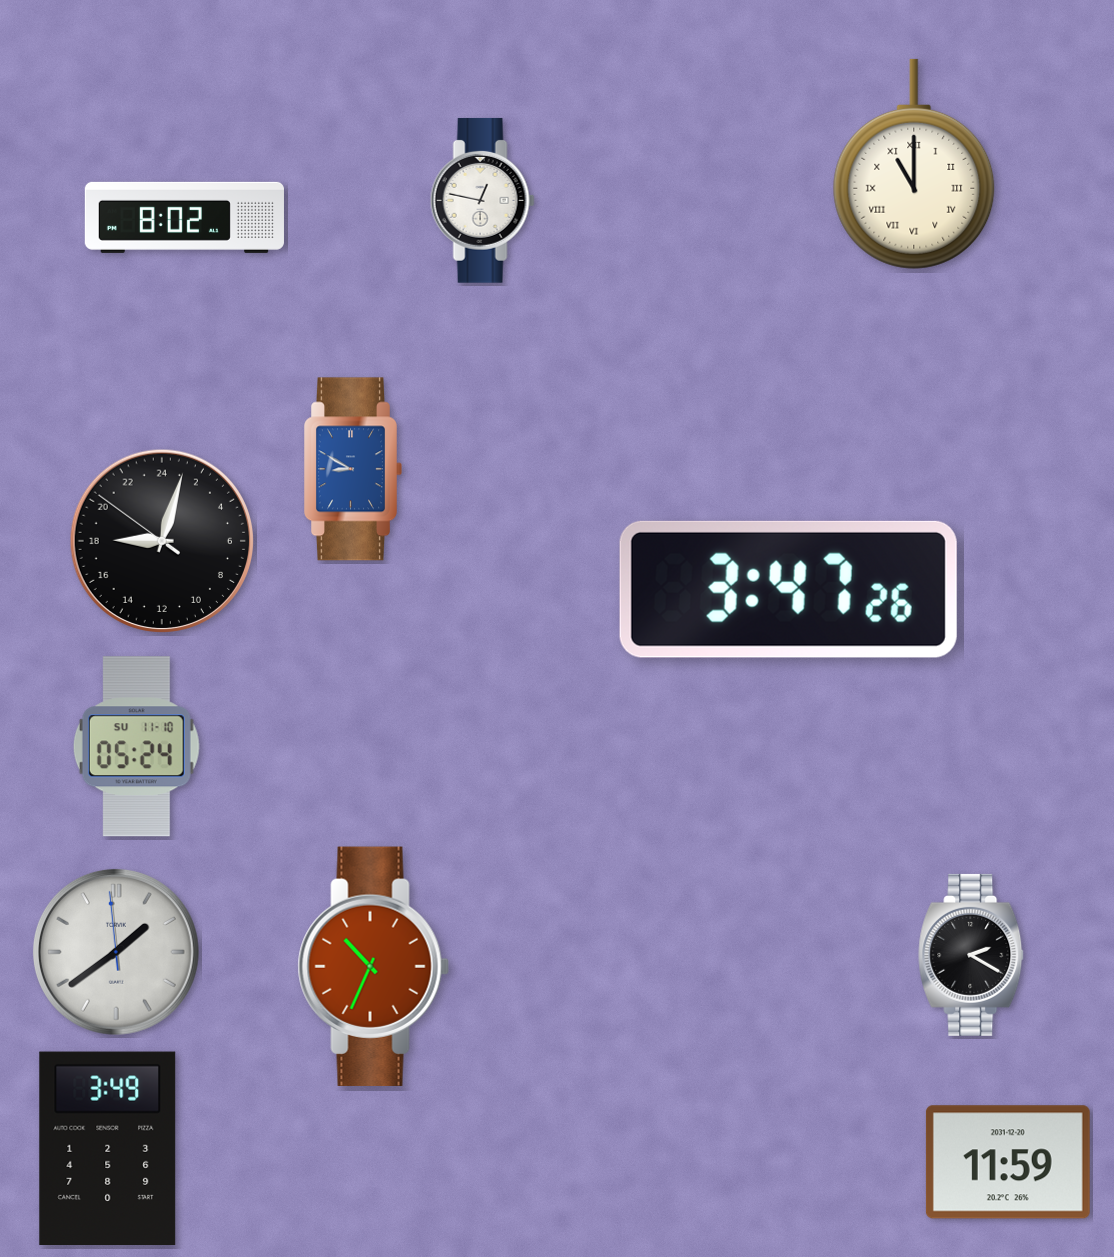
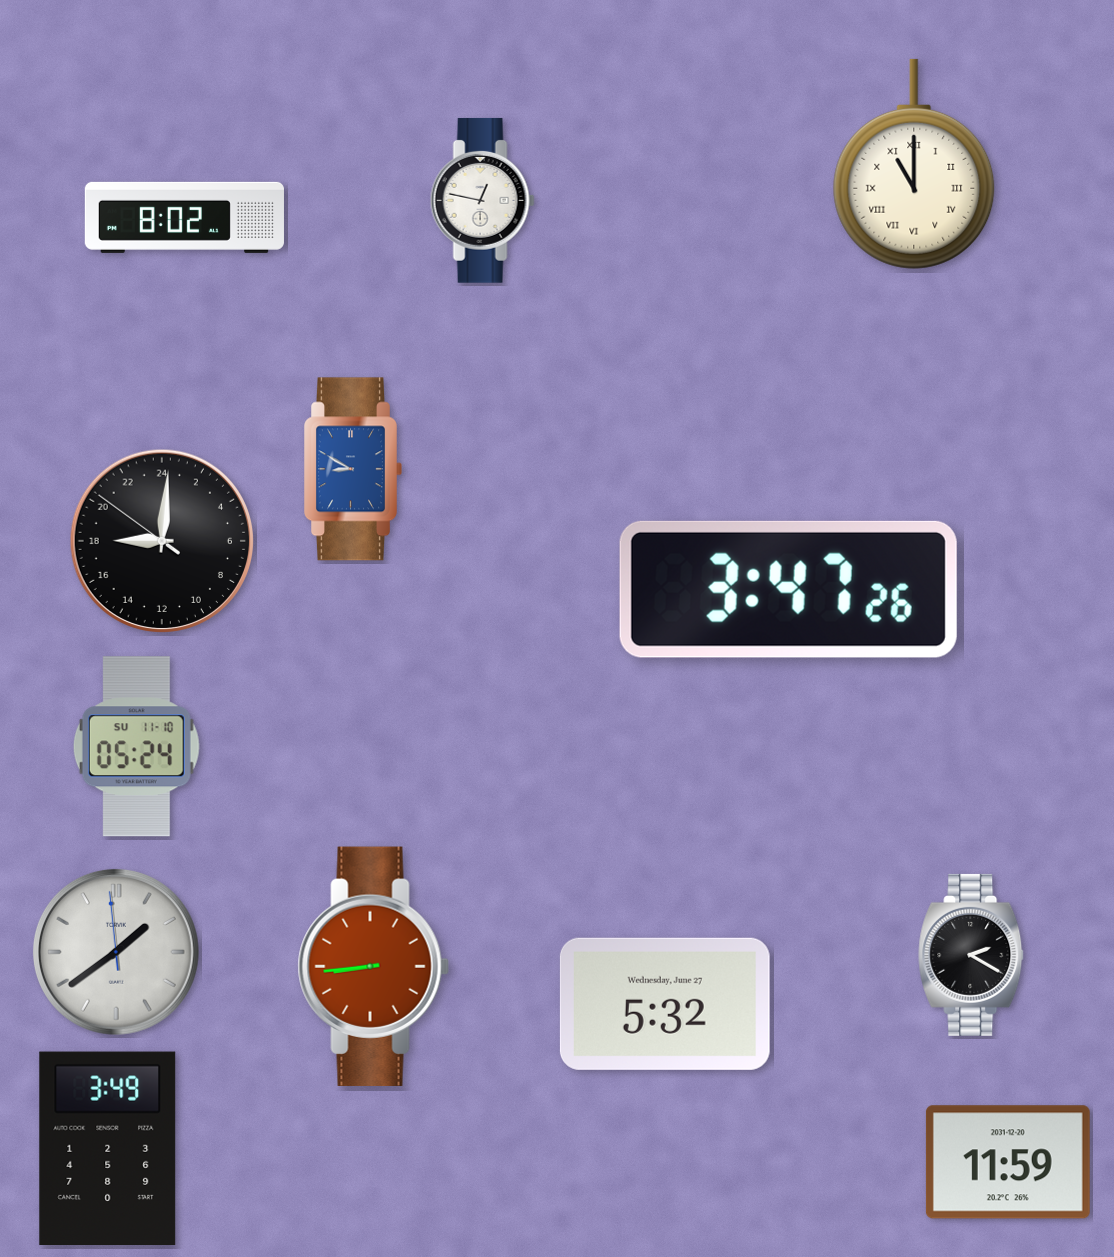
clock at (161, 540): 18:02 -> 18:00
clock at (373, 966): 10:34 -> 8:44
clock at (665, 1004): none -> 5:32
